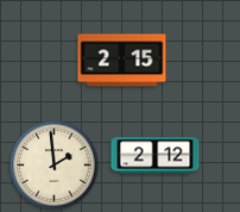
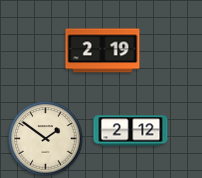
clock at (122, 61): 2:15 -> 2:19
clock at (55, 166): 1:59 -> 1:51
